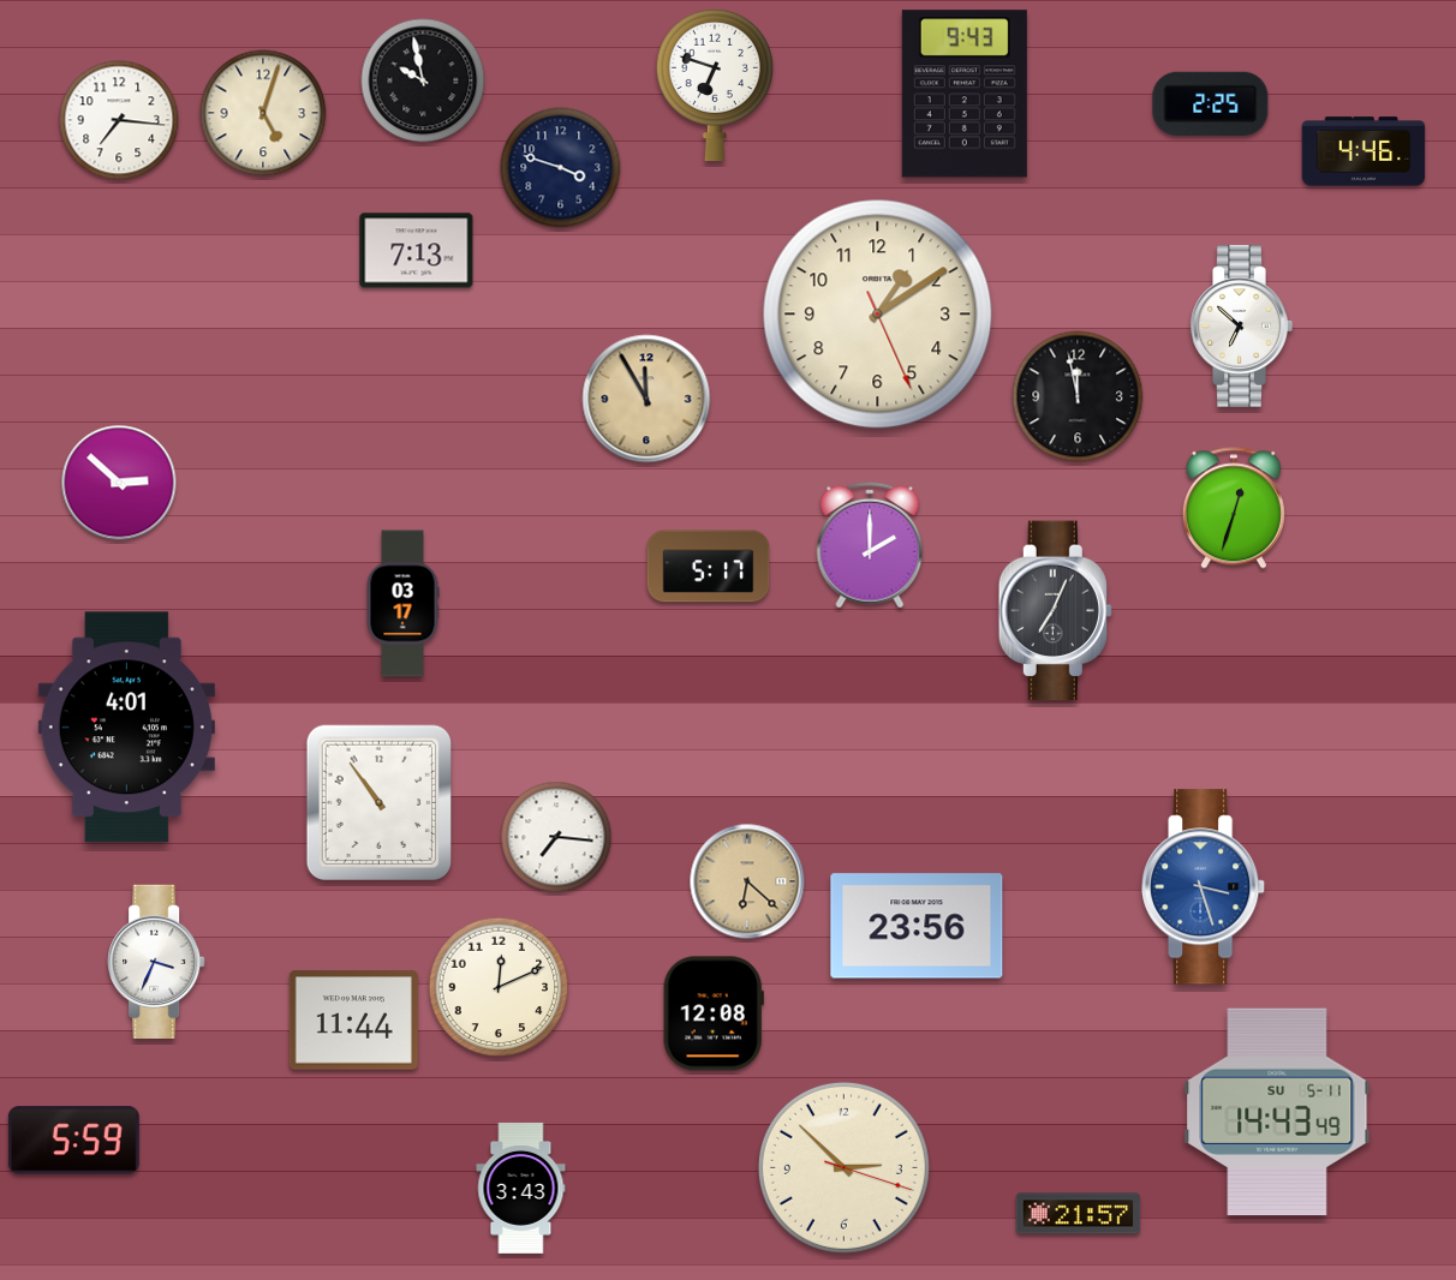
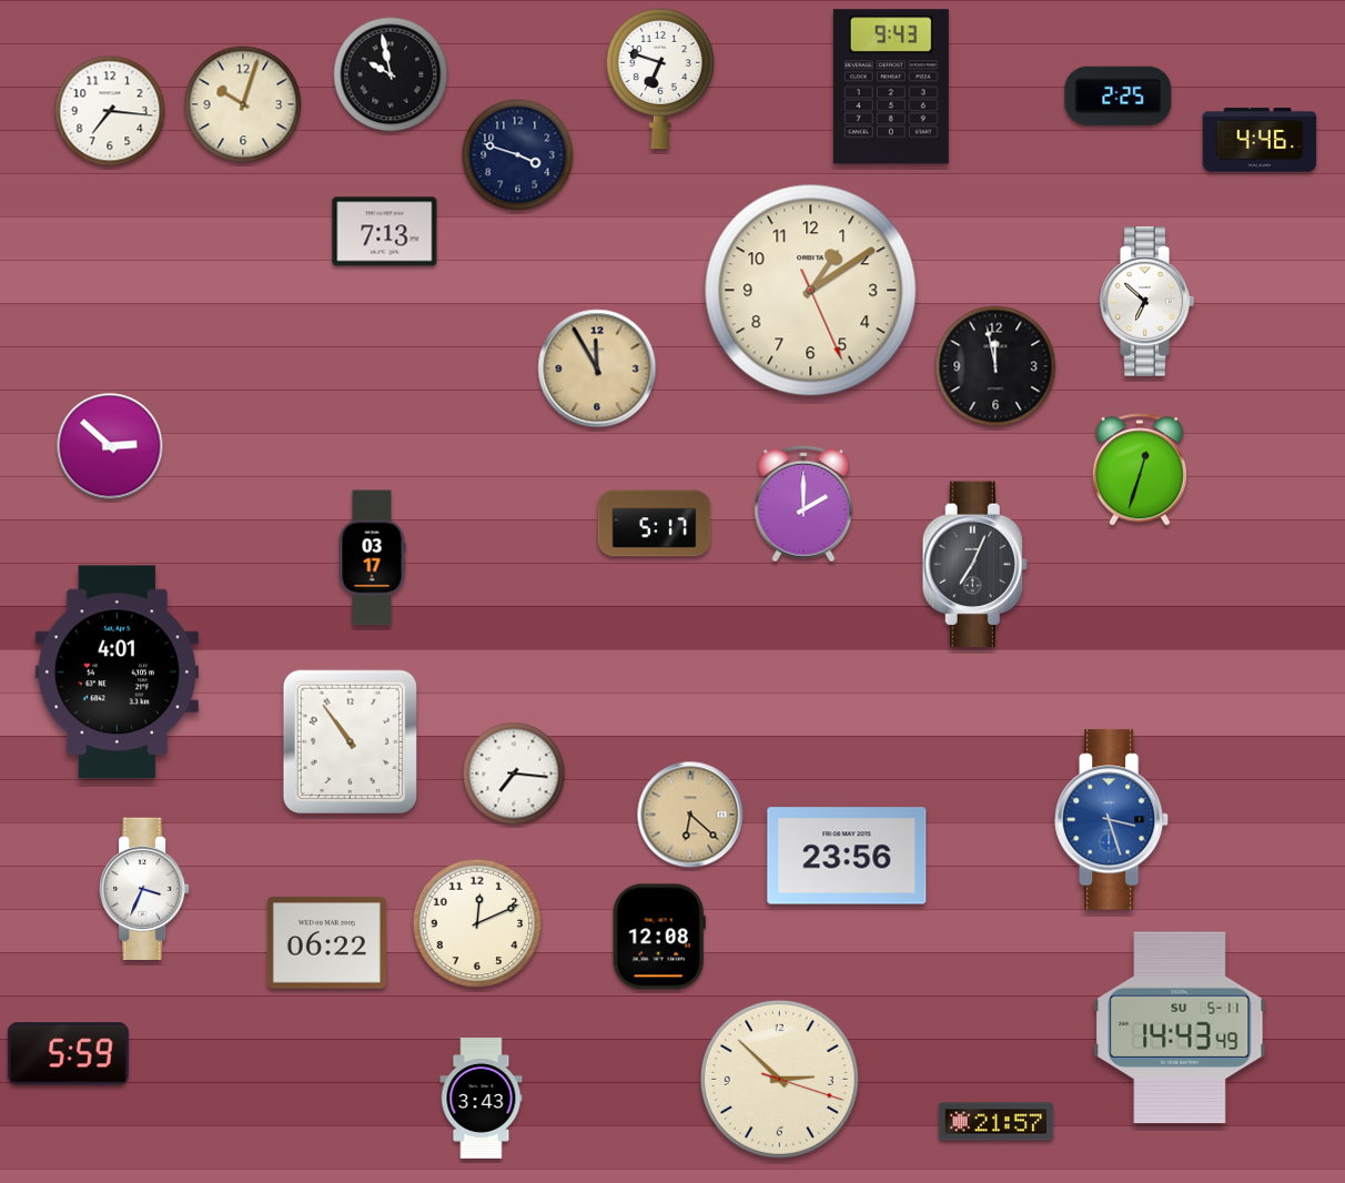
clock at (263, 113): 5:03 -> 10:03
clock at (499, 987) position: (499, 987) -> (477, 923)
clock at (353, 1021): 11:44 -> 06:22
